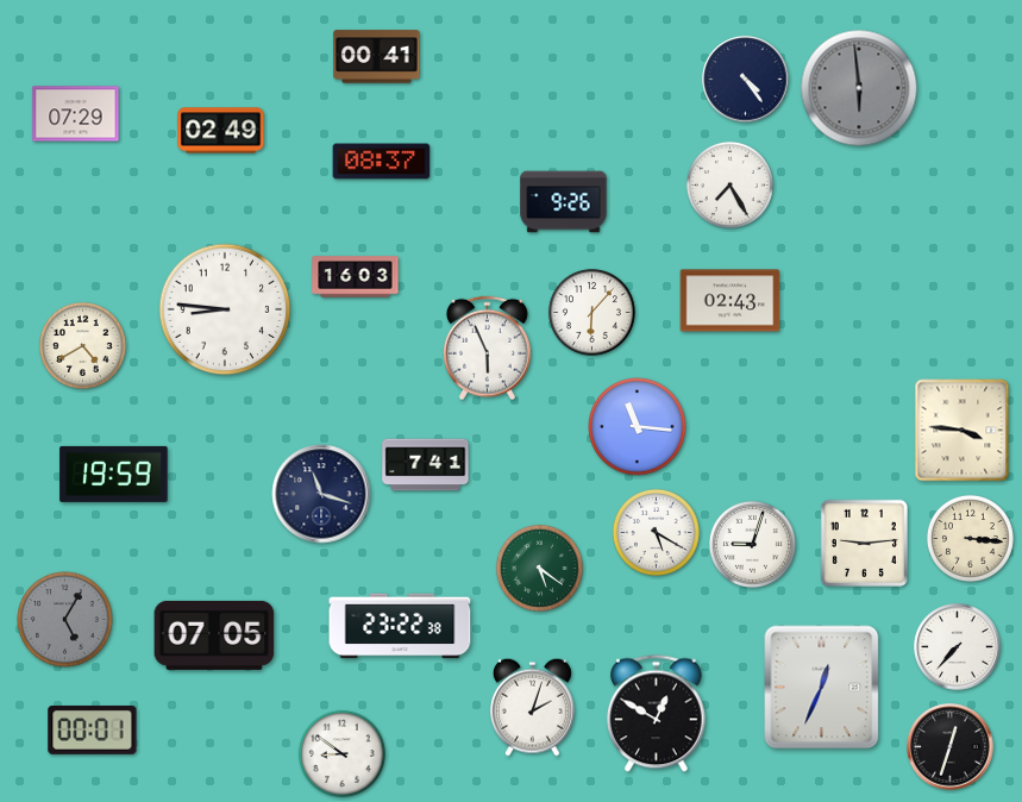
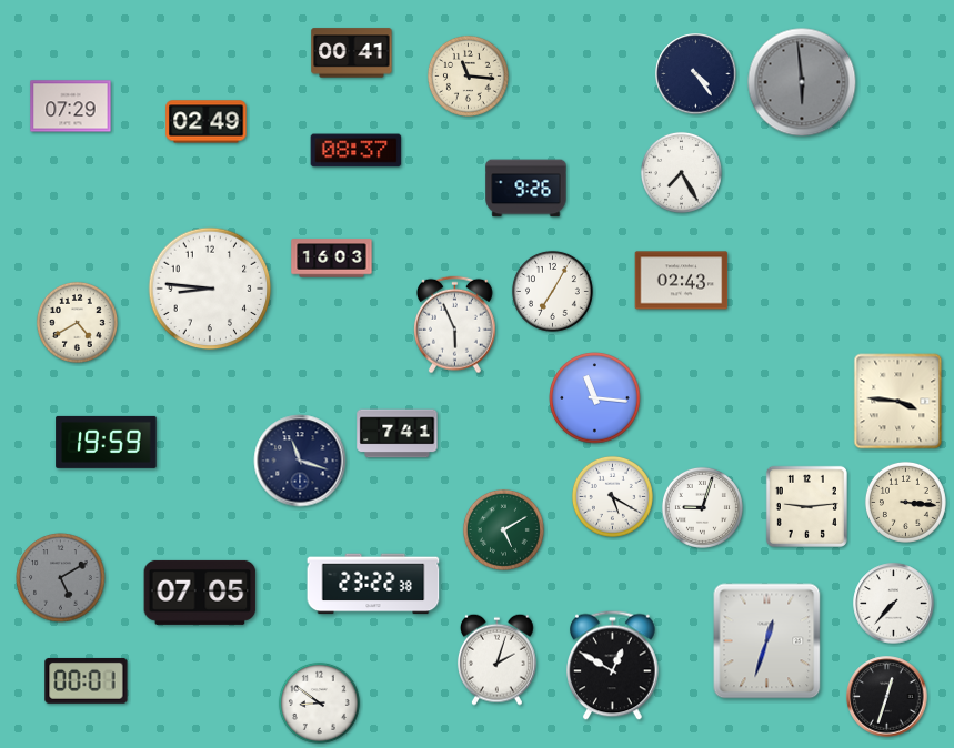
clock at (468, 75): none -> 11:16
clock at (591, 312): 6:07 -> 7:05
clock at (539, 568): 5:21 -> 5:10
clock at (65, 620): 5:05 -> 5:10
clock at (822, 688): 12:34 -> 12:33
